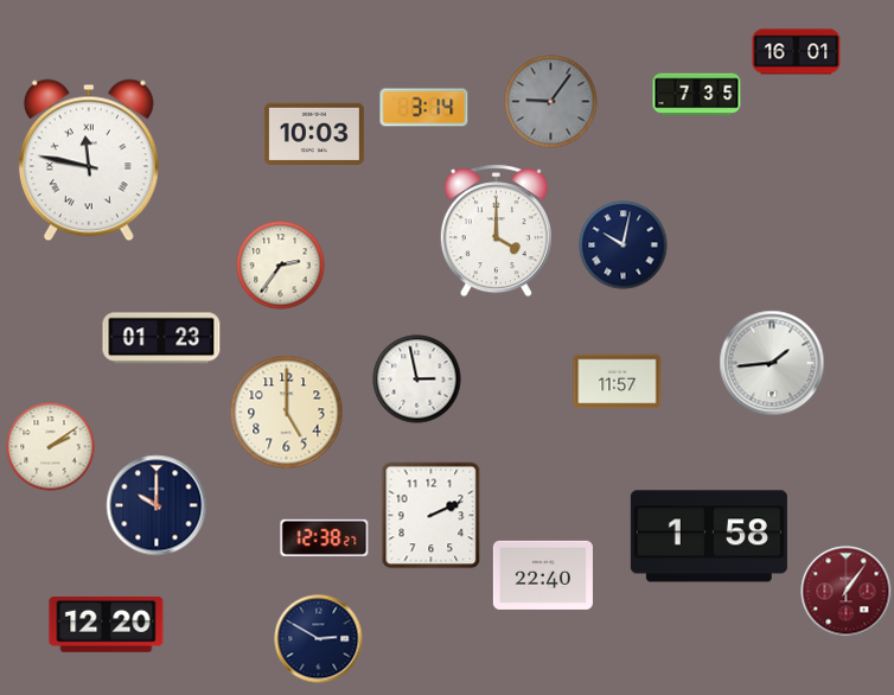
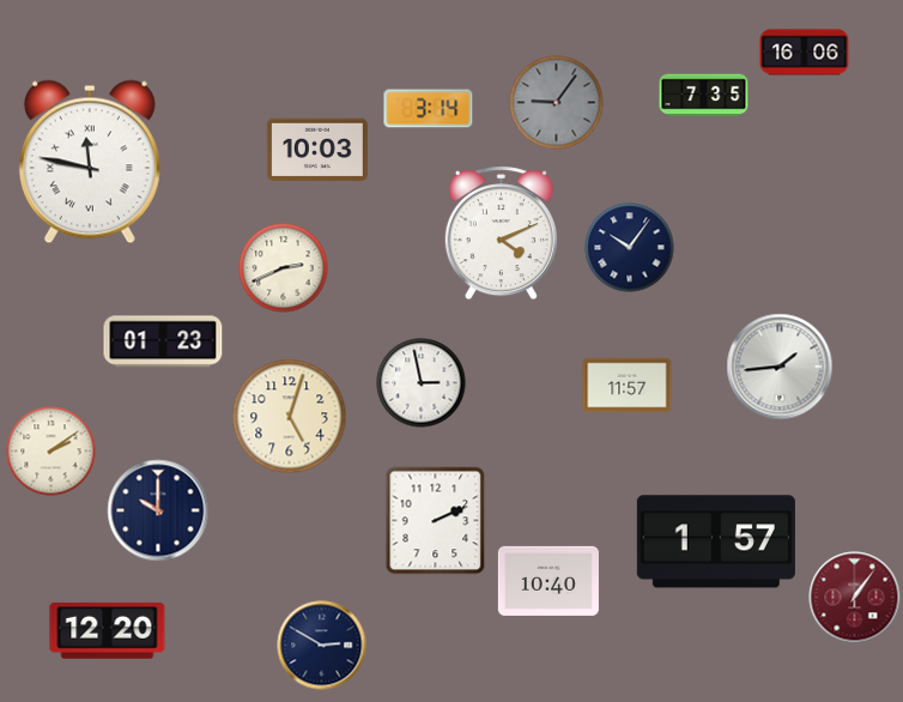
clock at (797, 52): 16:01 -> 16:06
clock at (314, 134) position: (314, 134) -> (317, 150)
clock at (496, 231): 4:00 -> 4:11
clock at (624, 246): 10:02 -> 10:06
clock at (281, 266): 2:36 -> 2:41
clock at (618, 382) position: (618, 382) -> (628, 386)
clock at (287, 413): 5:00 -> 5:03
clock at (709, 536): 1:58 -> 1:57
clock at (325, 537): 12:38 -> none
clock at (543, 575): 22:40 -> 10:40
